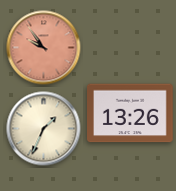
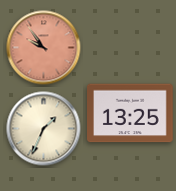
clock at (131, 113): 13:26 -> 13:25
